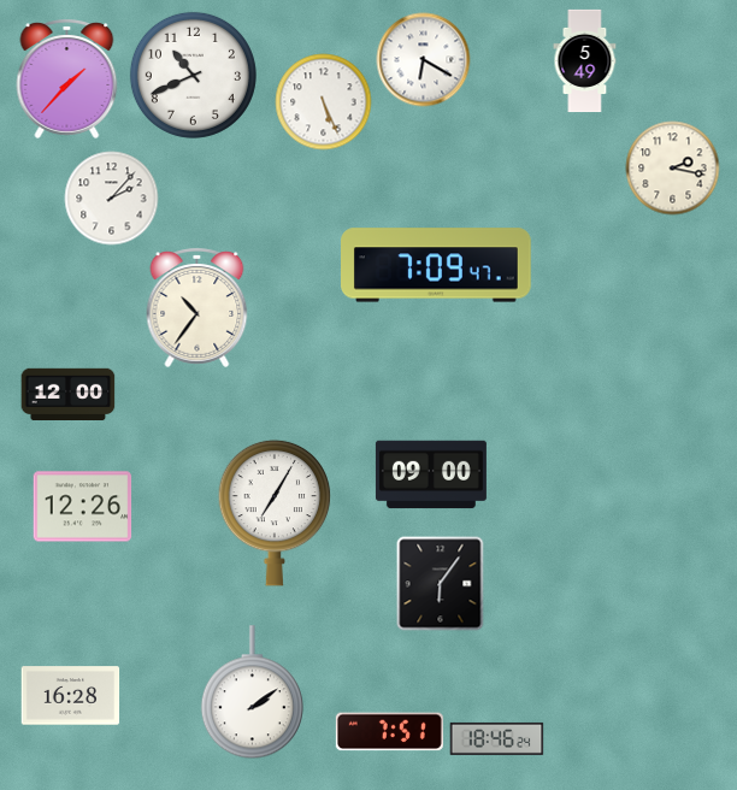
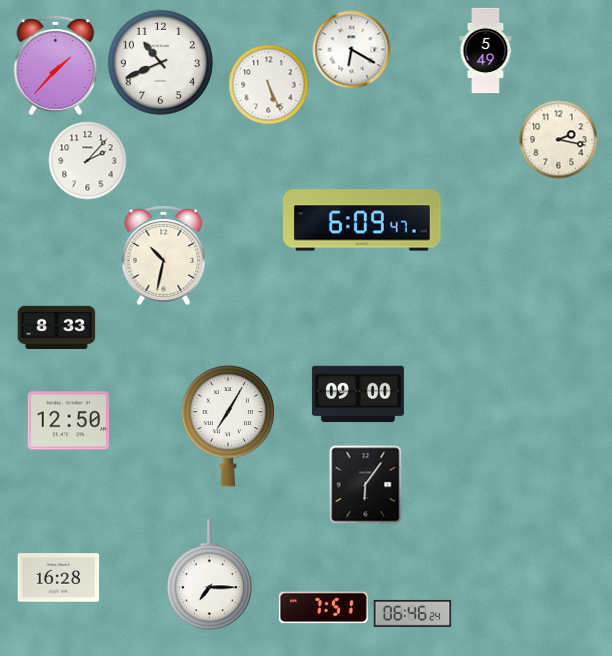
clock at (111, 197) position: (111, 197) -> (87, 160)
clock at (437, 265): 7:09 -> 6:09
clock at (197, 307): 10:36 -> 10:32
clock at (67, 394): 12:00 -> 8:33
clock at (82, 507): 12:26 -> 12:50
clock at (252, 692): 2:09 -> 7:15
clock at (496, 738): 18:46 -> 06:46
